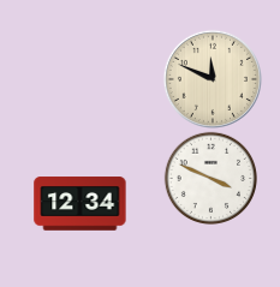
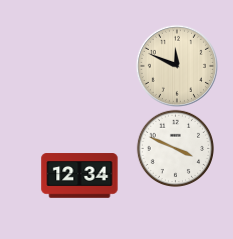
clock at (81, 204) position: (81, 204) -> (80, 176)
